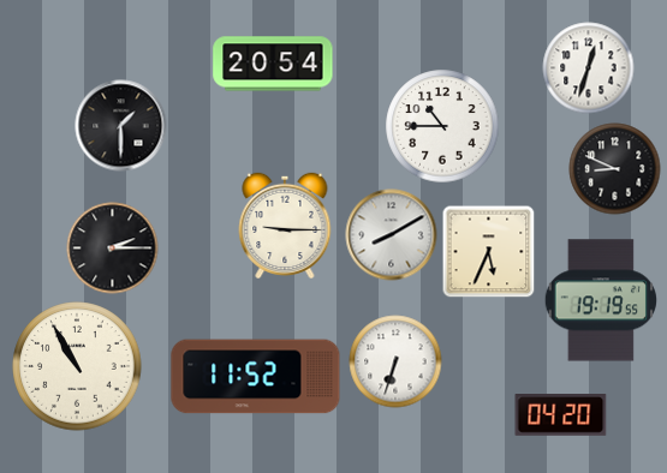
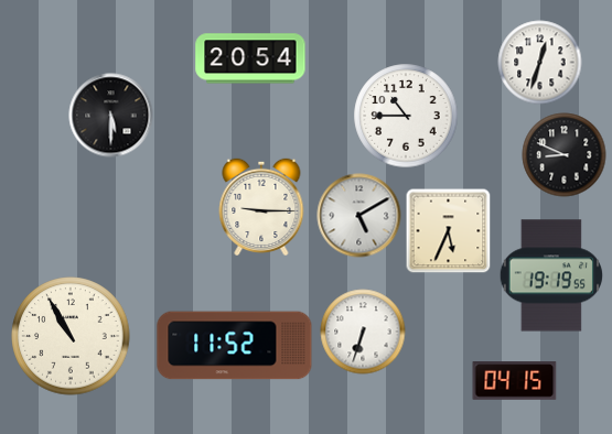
clock at (121, 126): 1:30 -> 5:30
clock at (392, 235): 8:10 -> 5:10
clock at (113, 249): 2:15 -> none
clock at (561, 415): 04:20 -> 04:15
